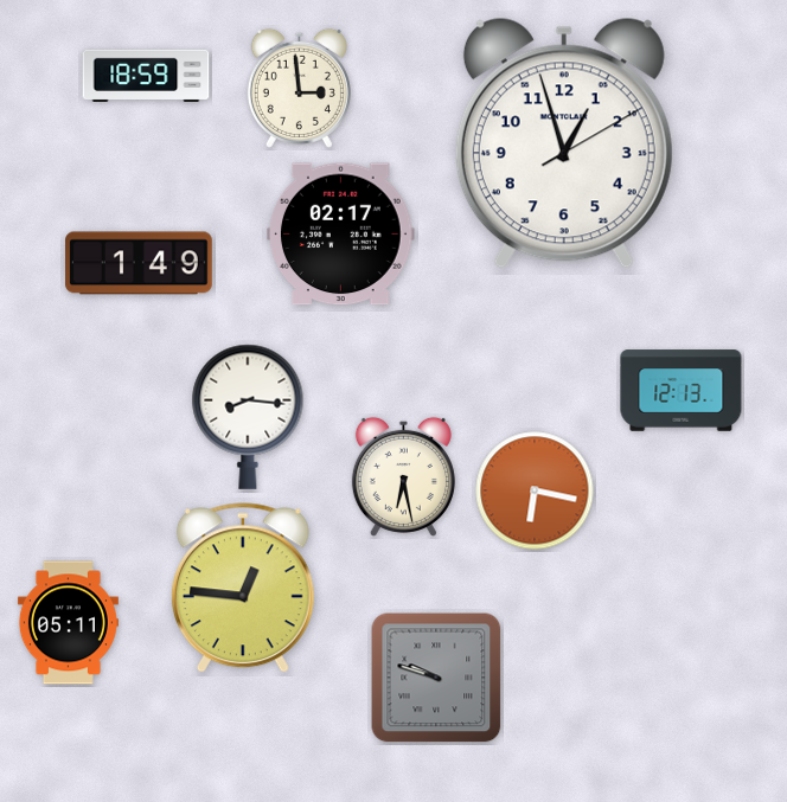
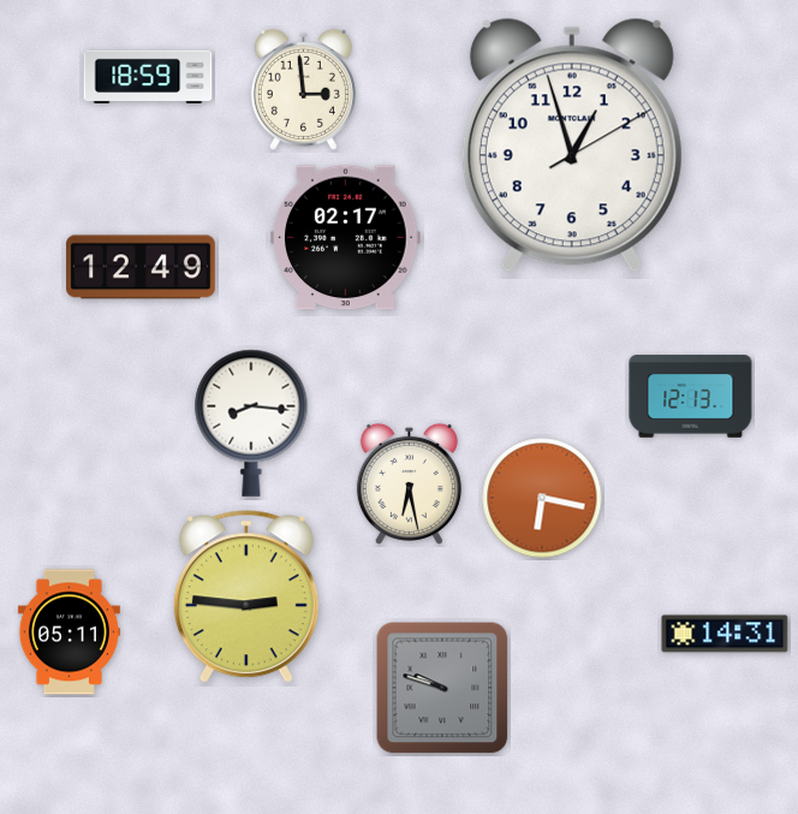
clock at (139, 263): 1:49 -> 12:49
clock at (243, 589): 12:46 -> 2:46
clock at (725, 634): none -> 14:31
